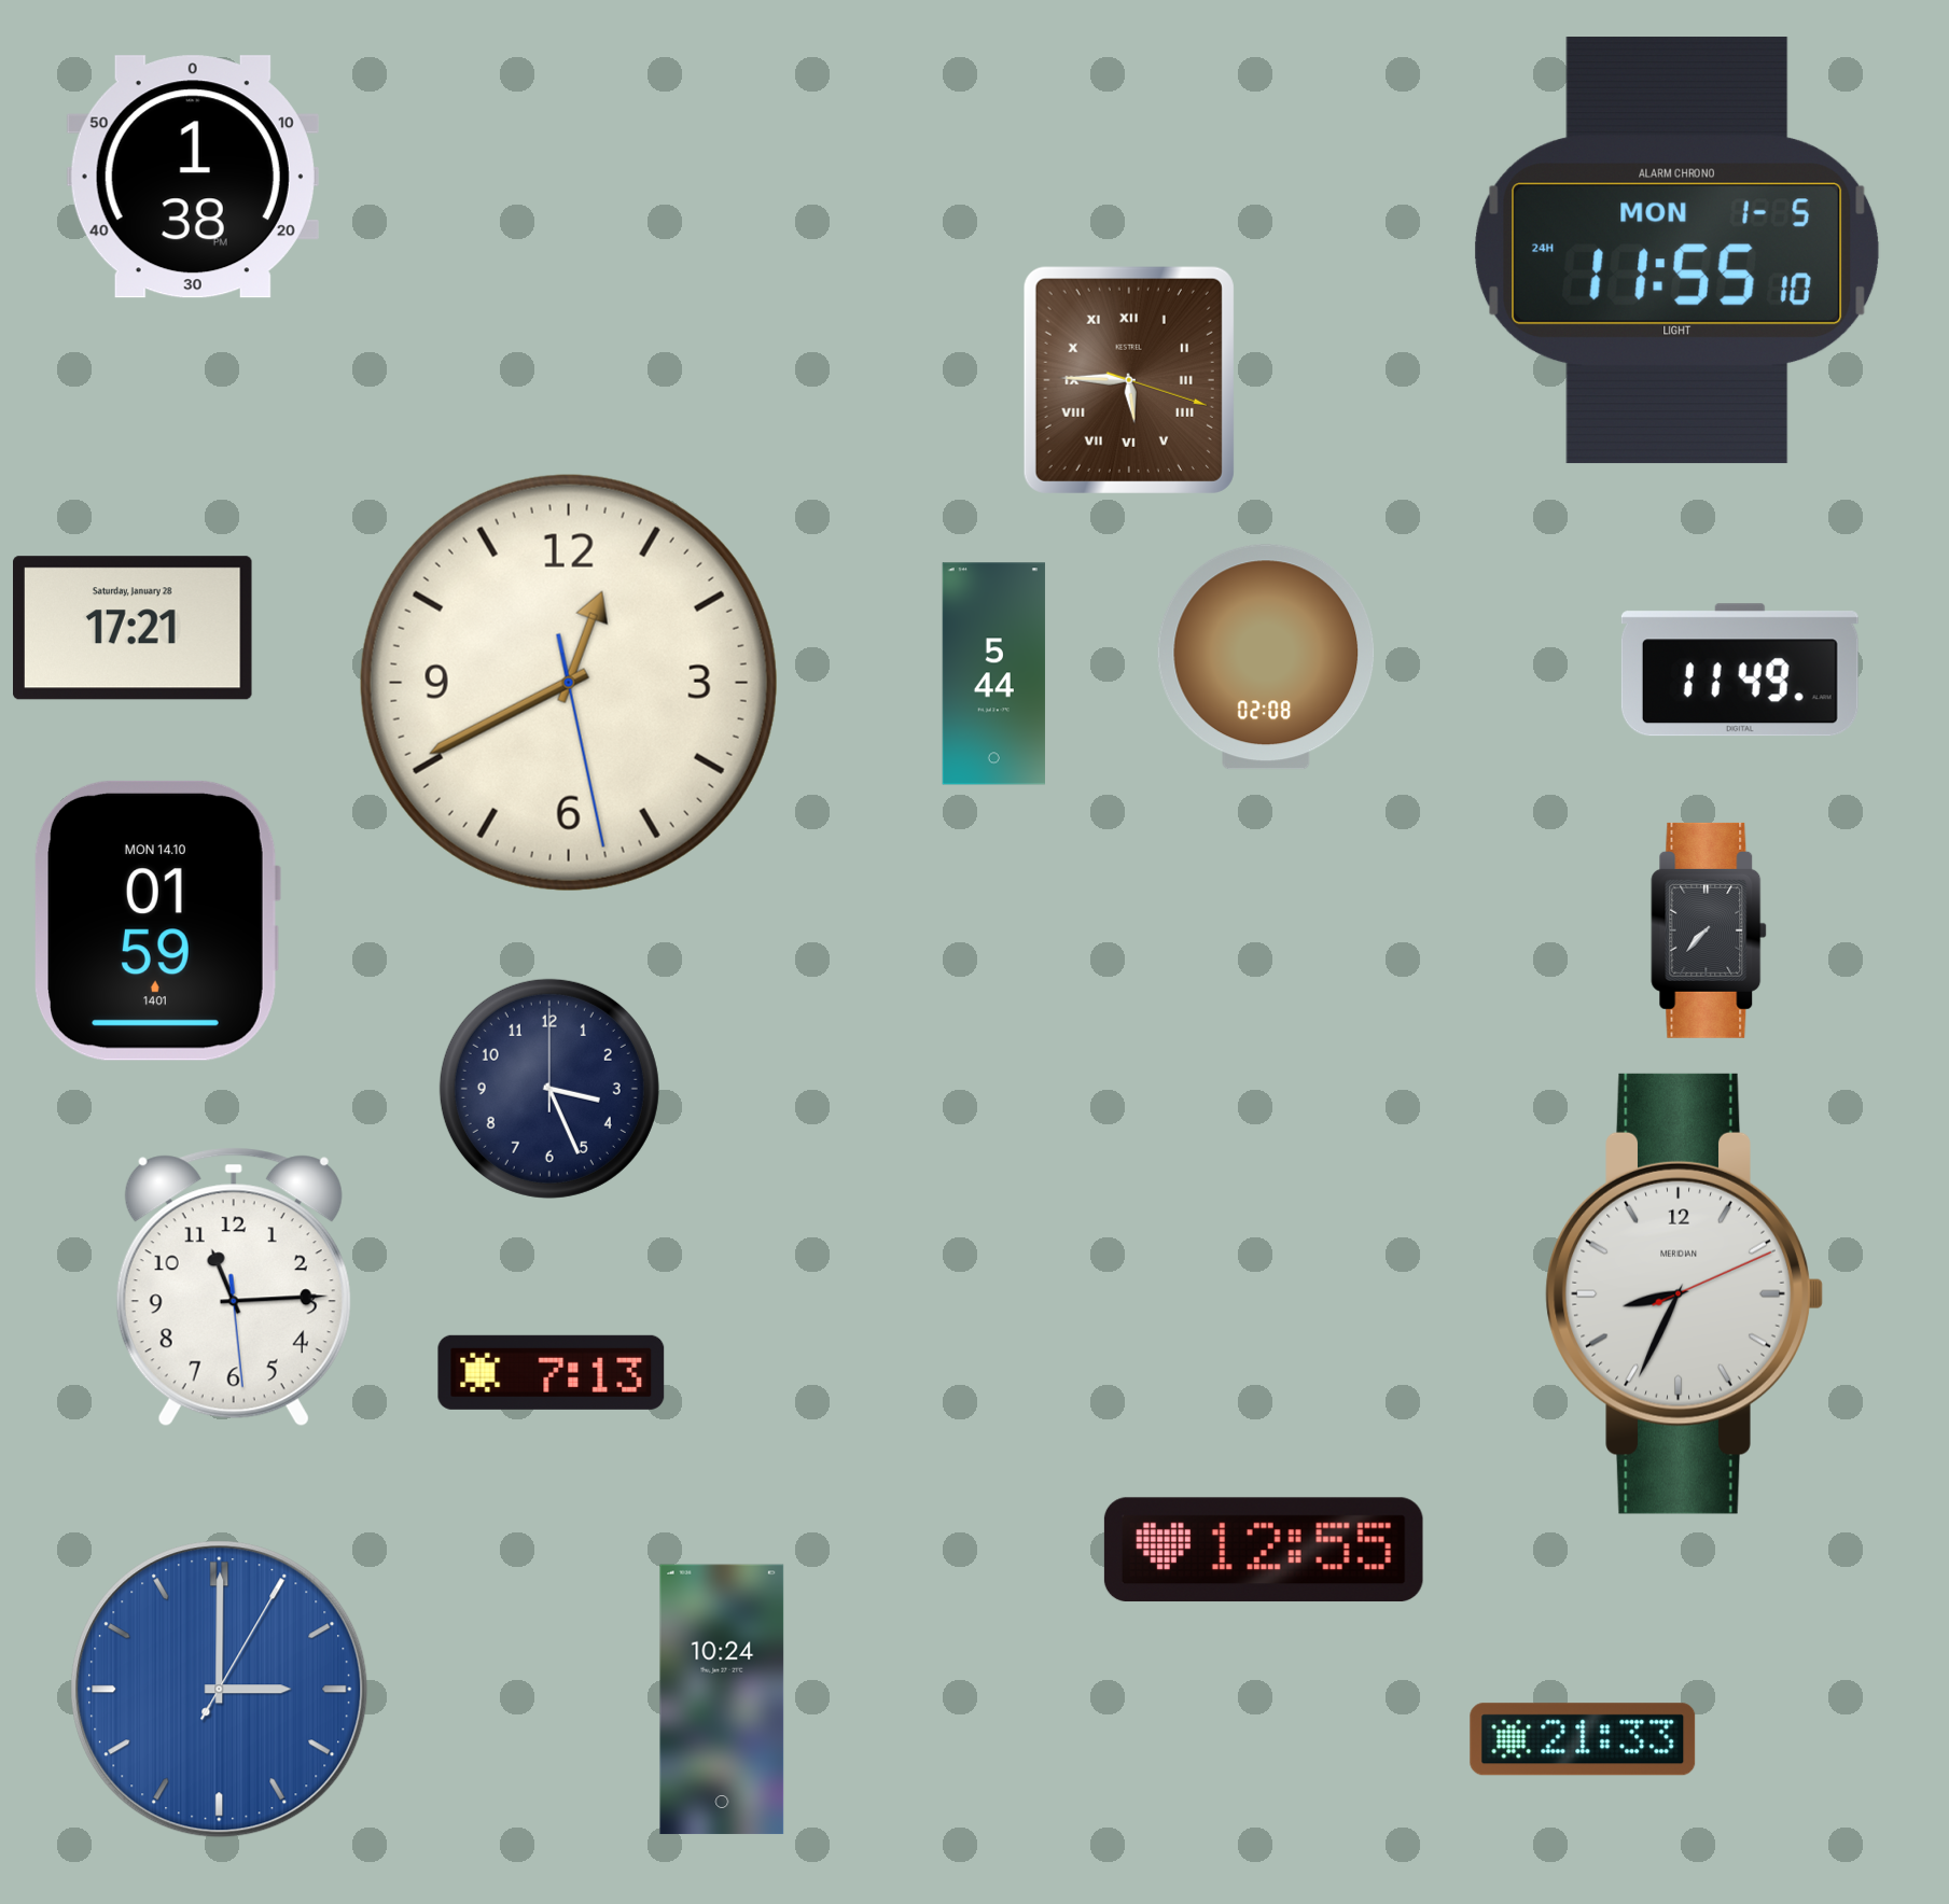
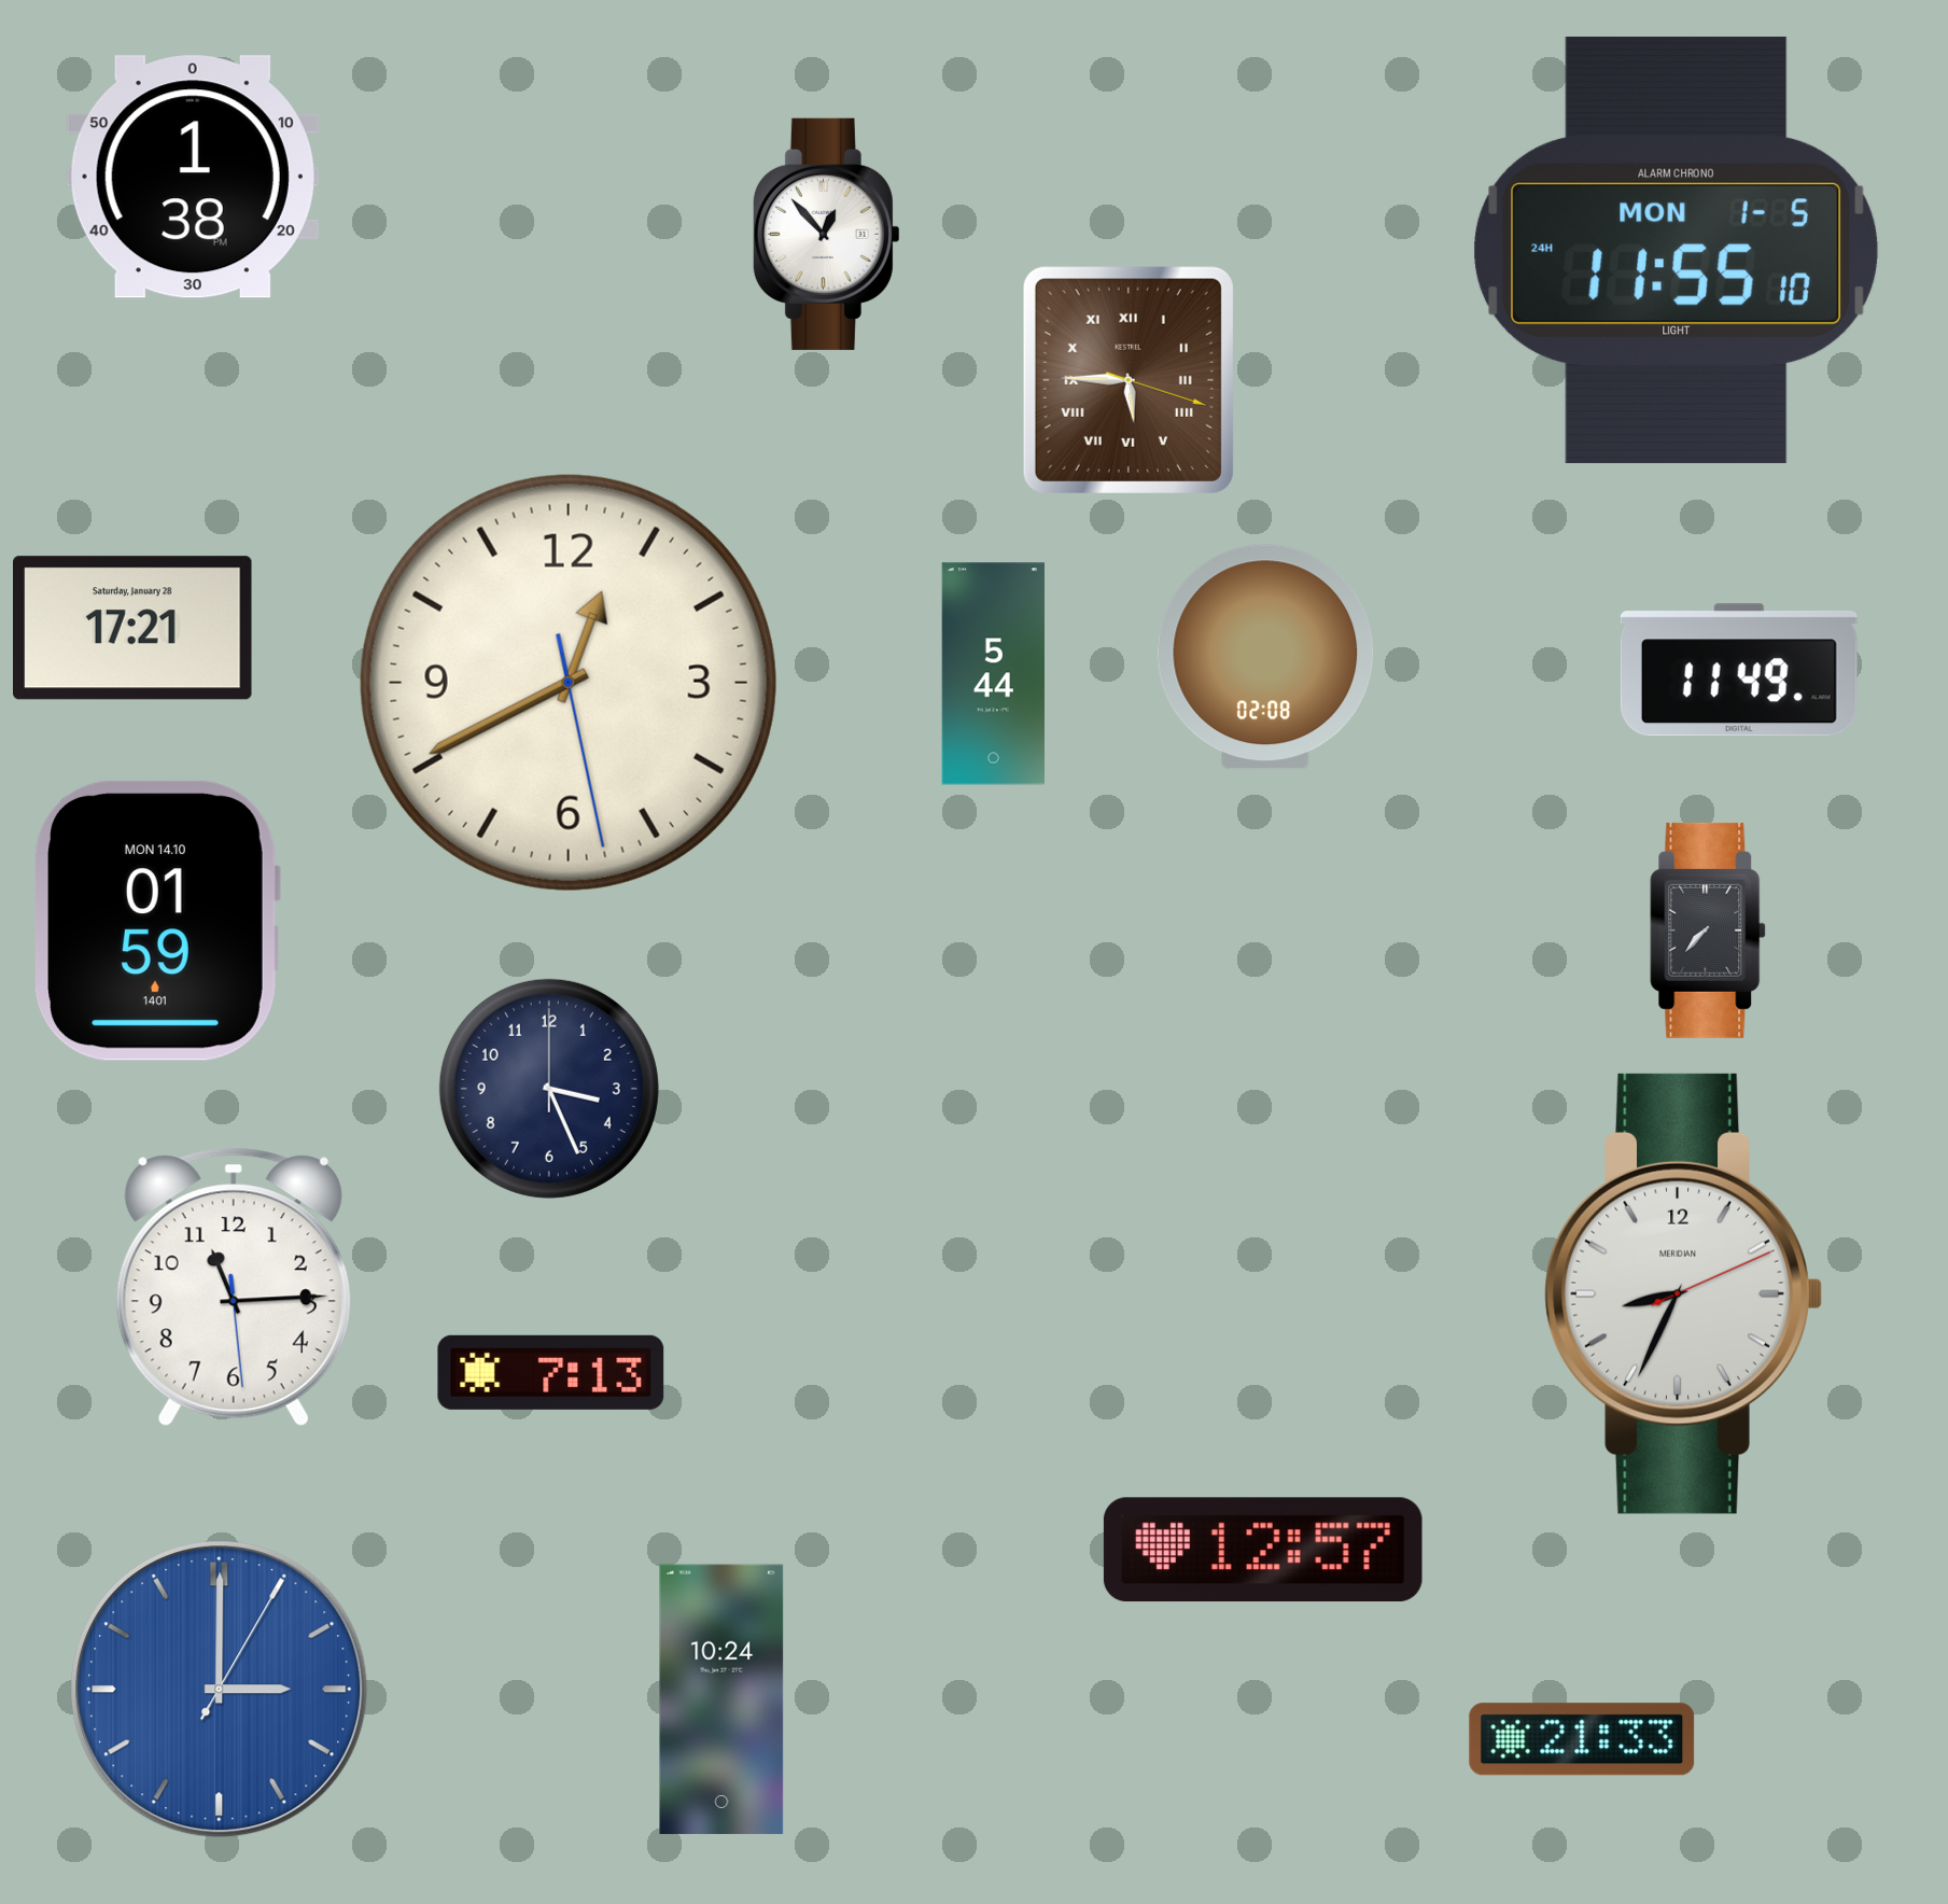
clock at (826, 234): none -> 12:53
clock at (1264, 1550): 12:55 -> 12:57
